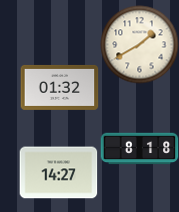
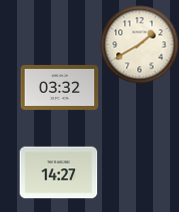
clock at (59, 87): 01:32 -> 03:32
clock at (139, 149): 8:18 -> none
